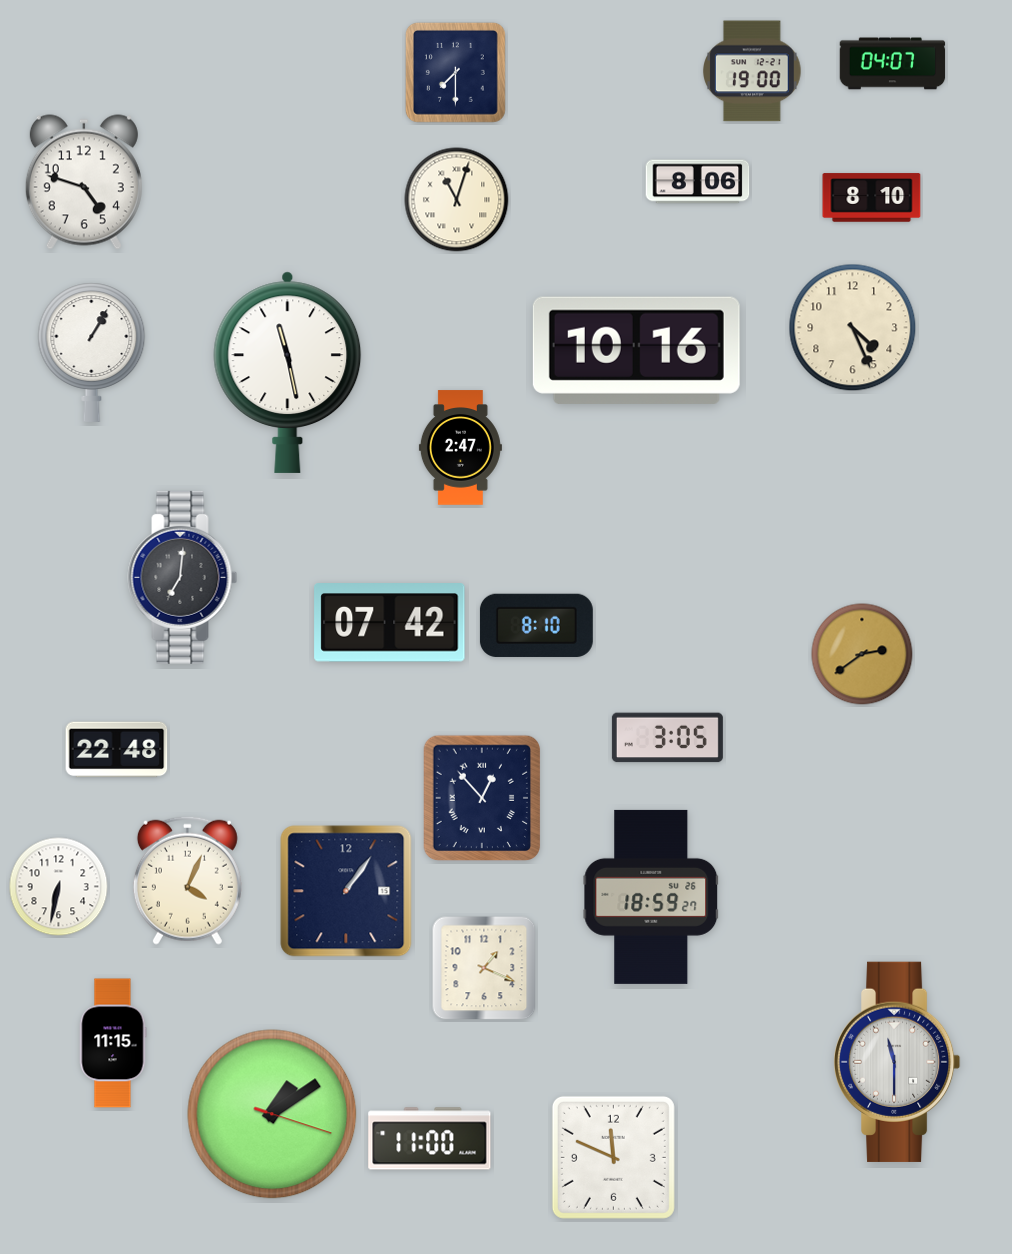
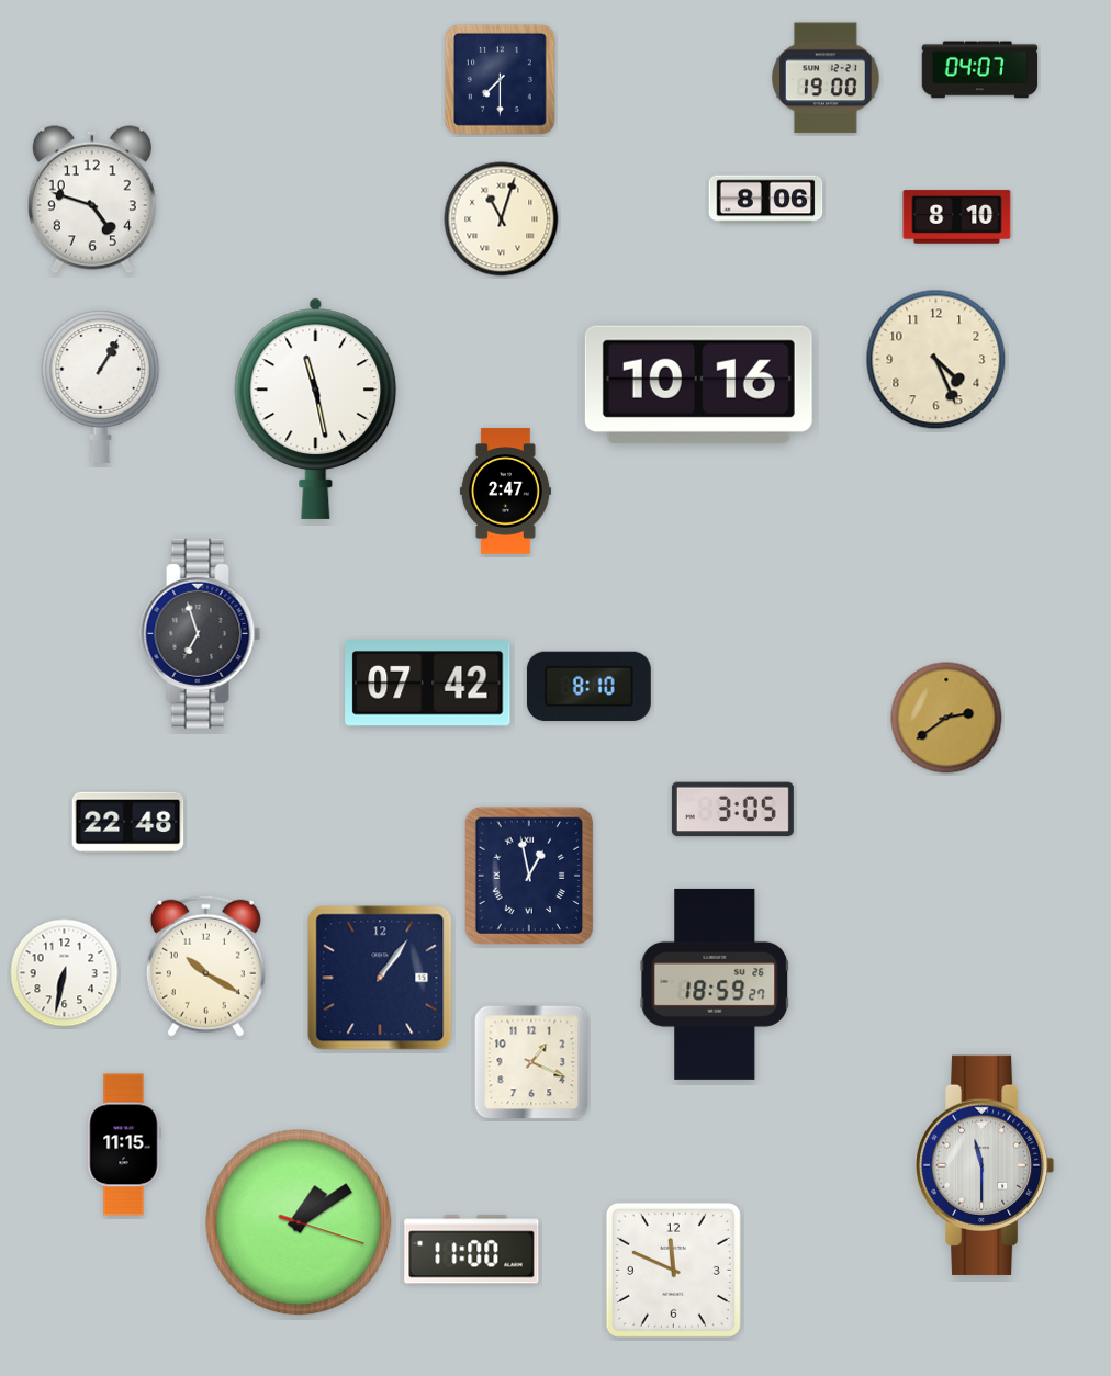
clock at (183, 577): 7:01 -> 6:57
clock at (482, 798): 12:53 -> 12:58
clock at (187, 880): 4:04 -> 10:20
